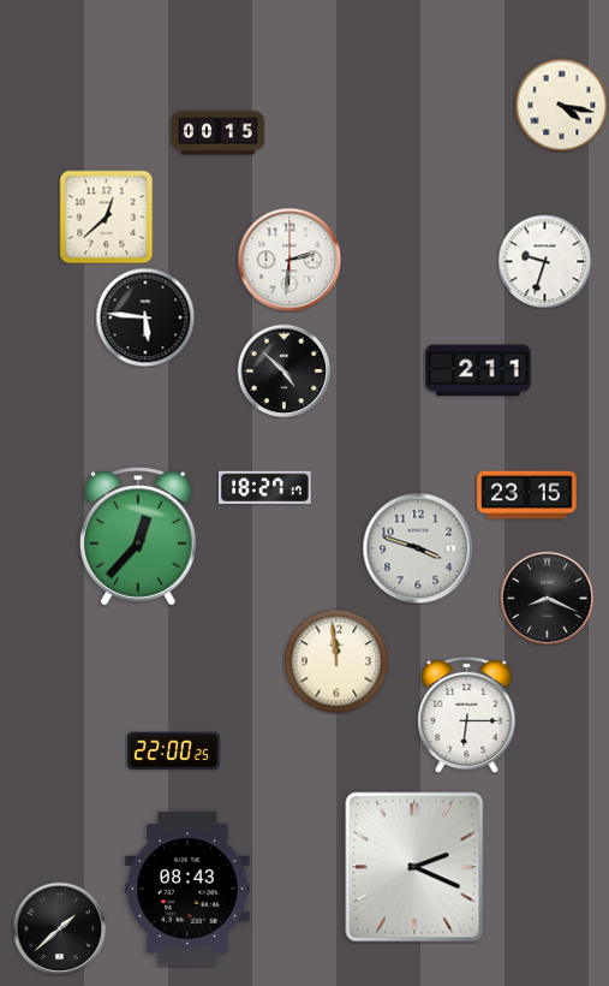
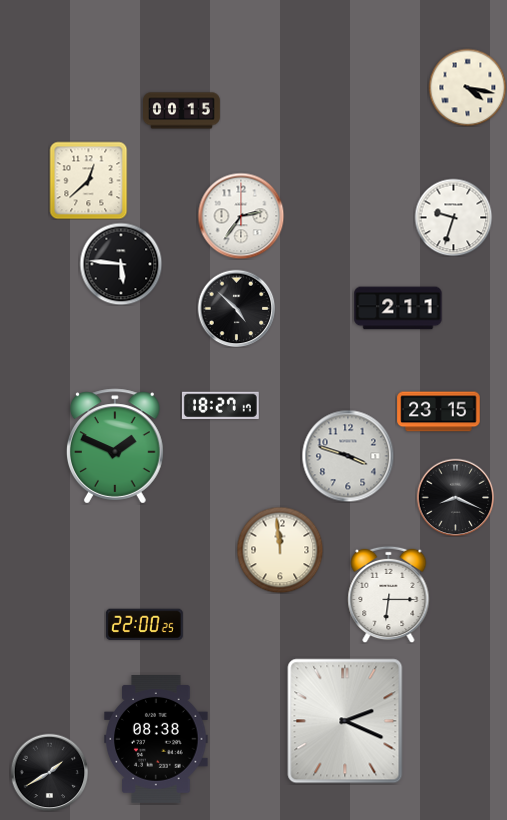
clock at (289, 260): 2:31 -> 2:36
clock at (138, 536): 12:37 -> 1:49
clock at (187, 890): 08:43 -> 08:38
clock at (59, 928): 1:38 -> 1:40
